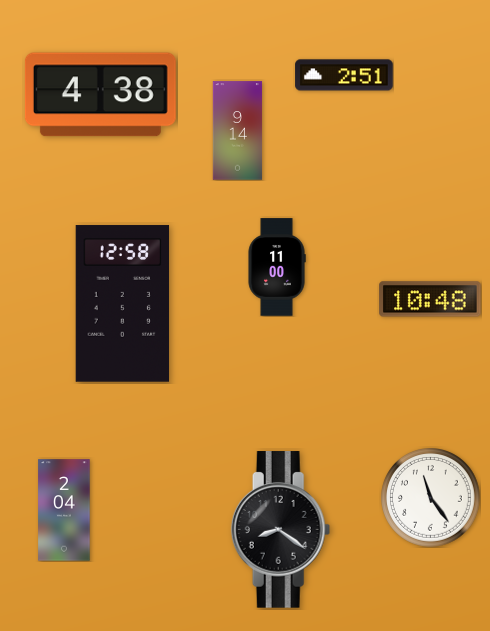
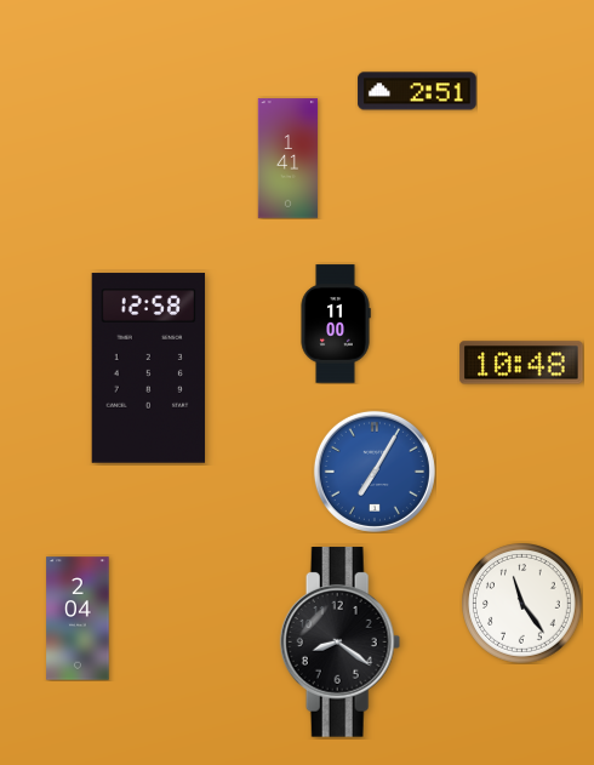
clock at (100, 95): 4:38 -> none
clock at (238, 131): 9:14 -> 1:41
clock at (375, 472): none -> 7:05
